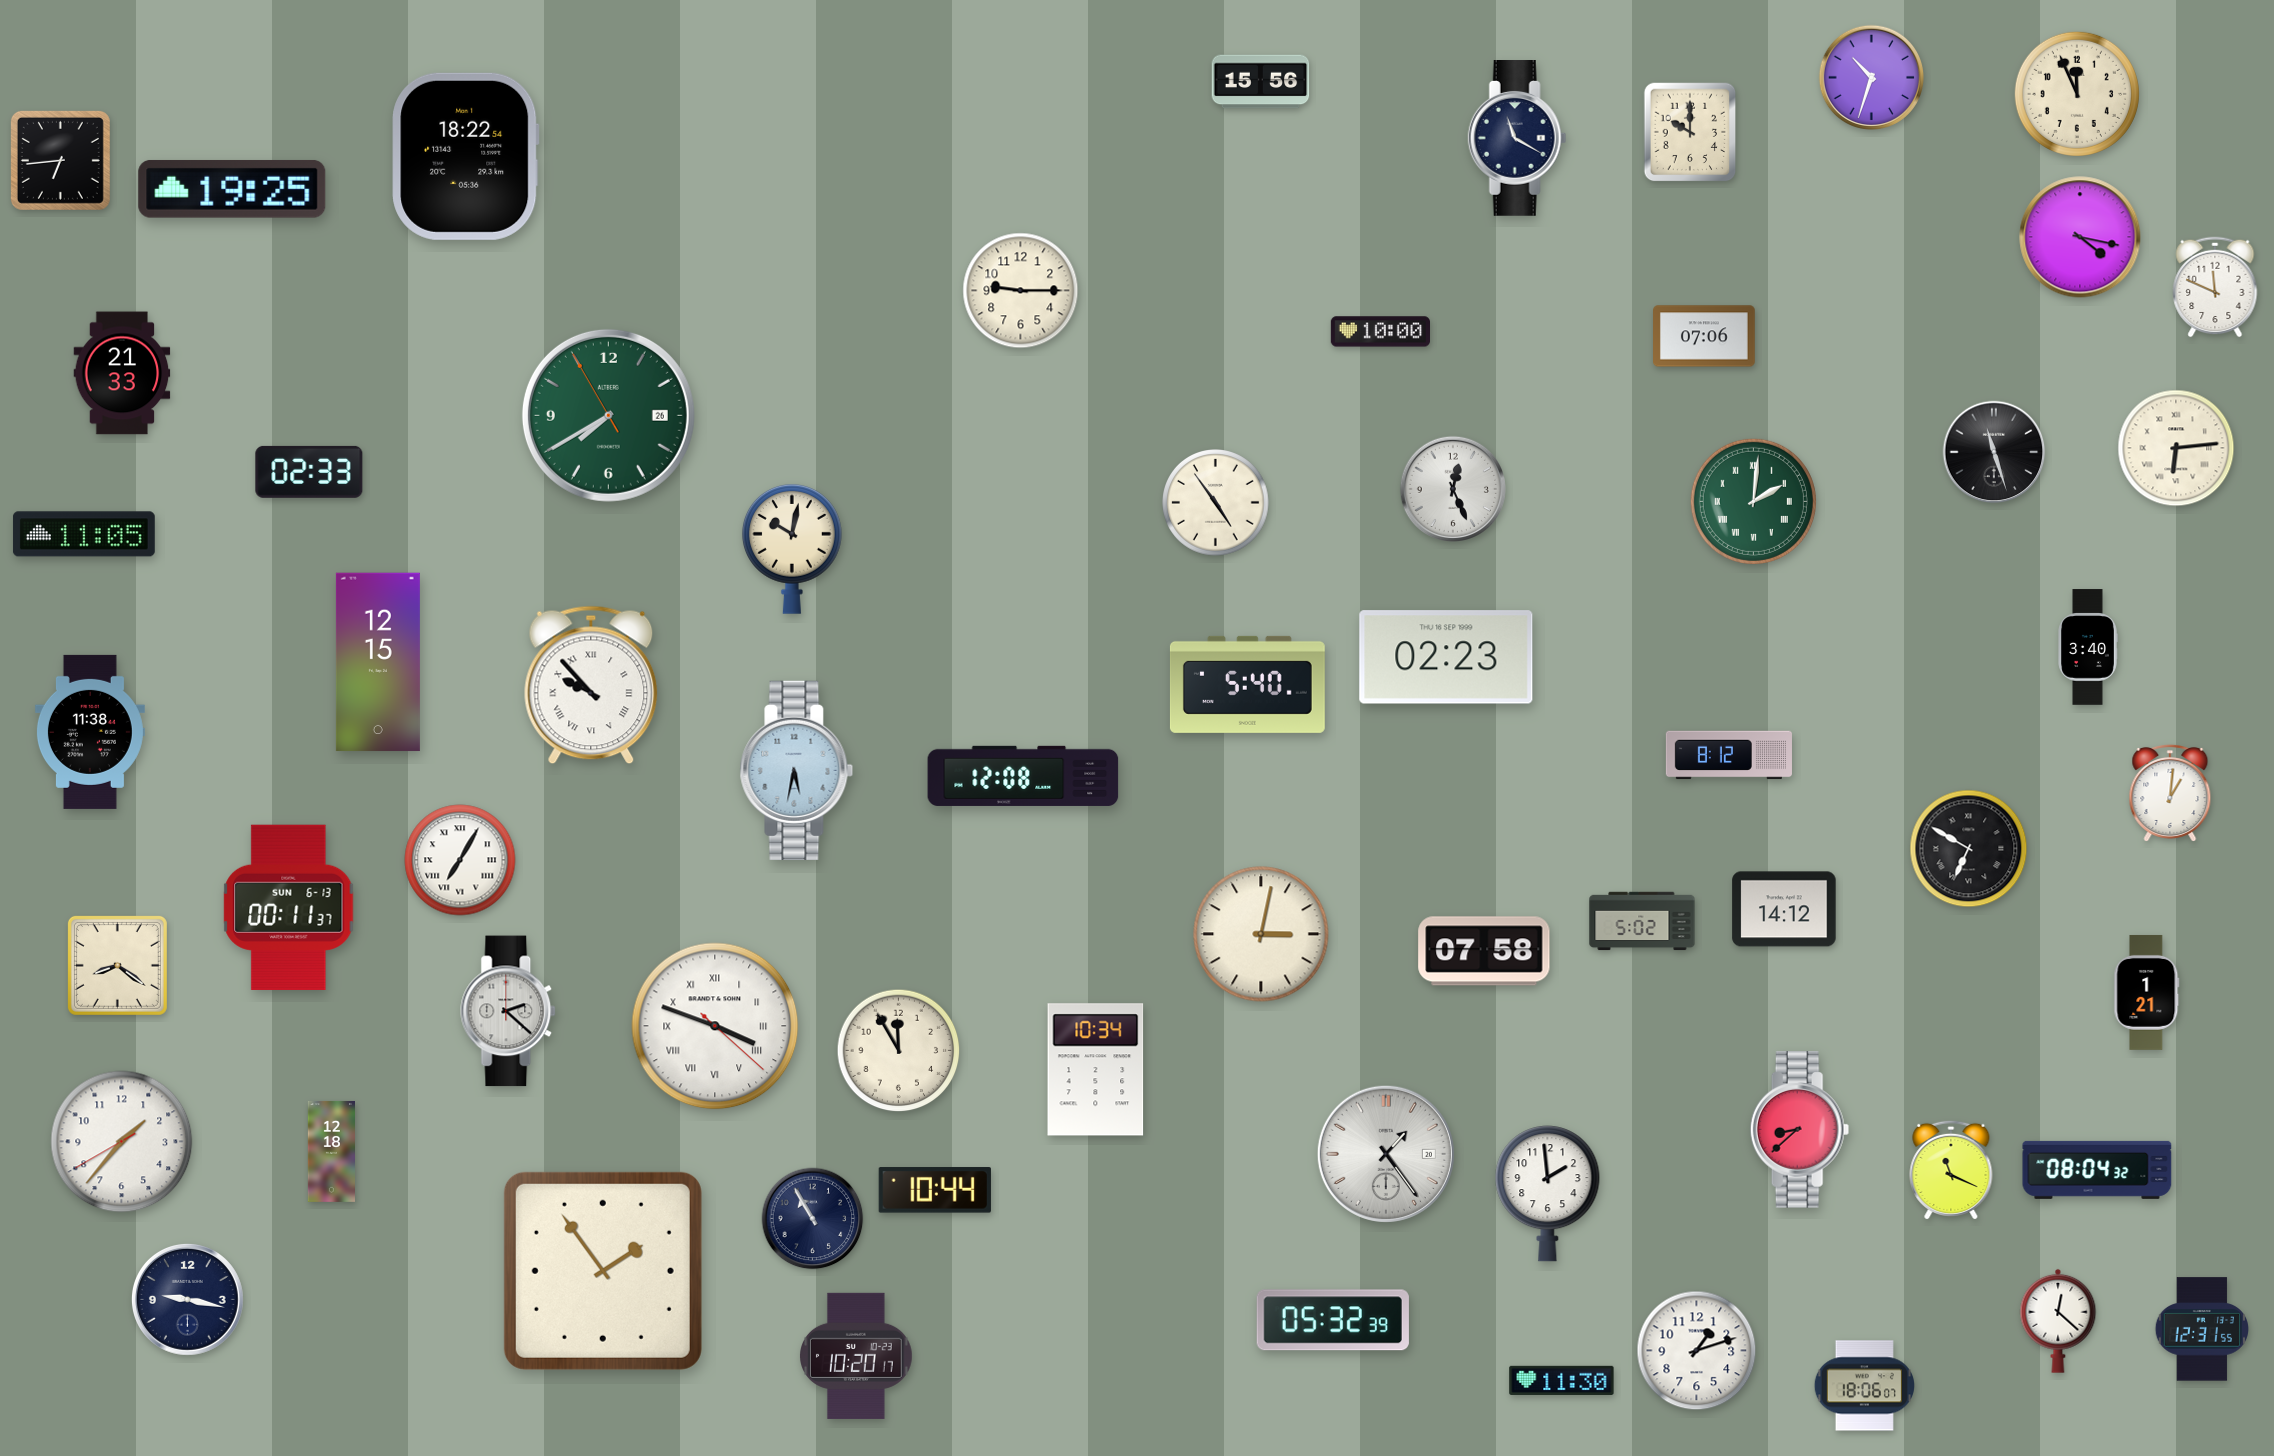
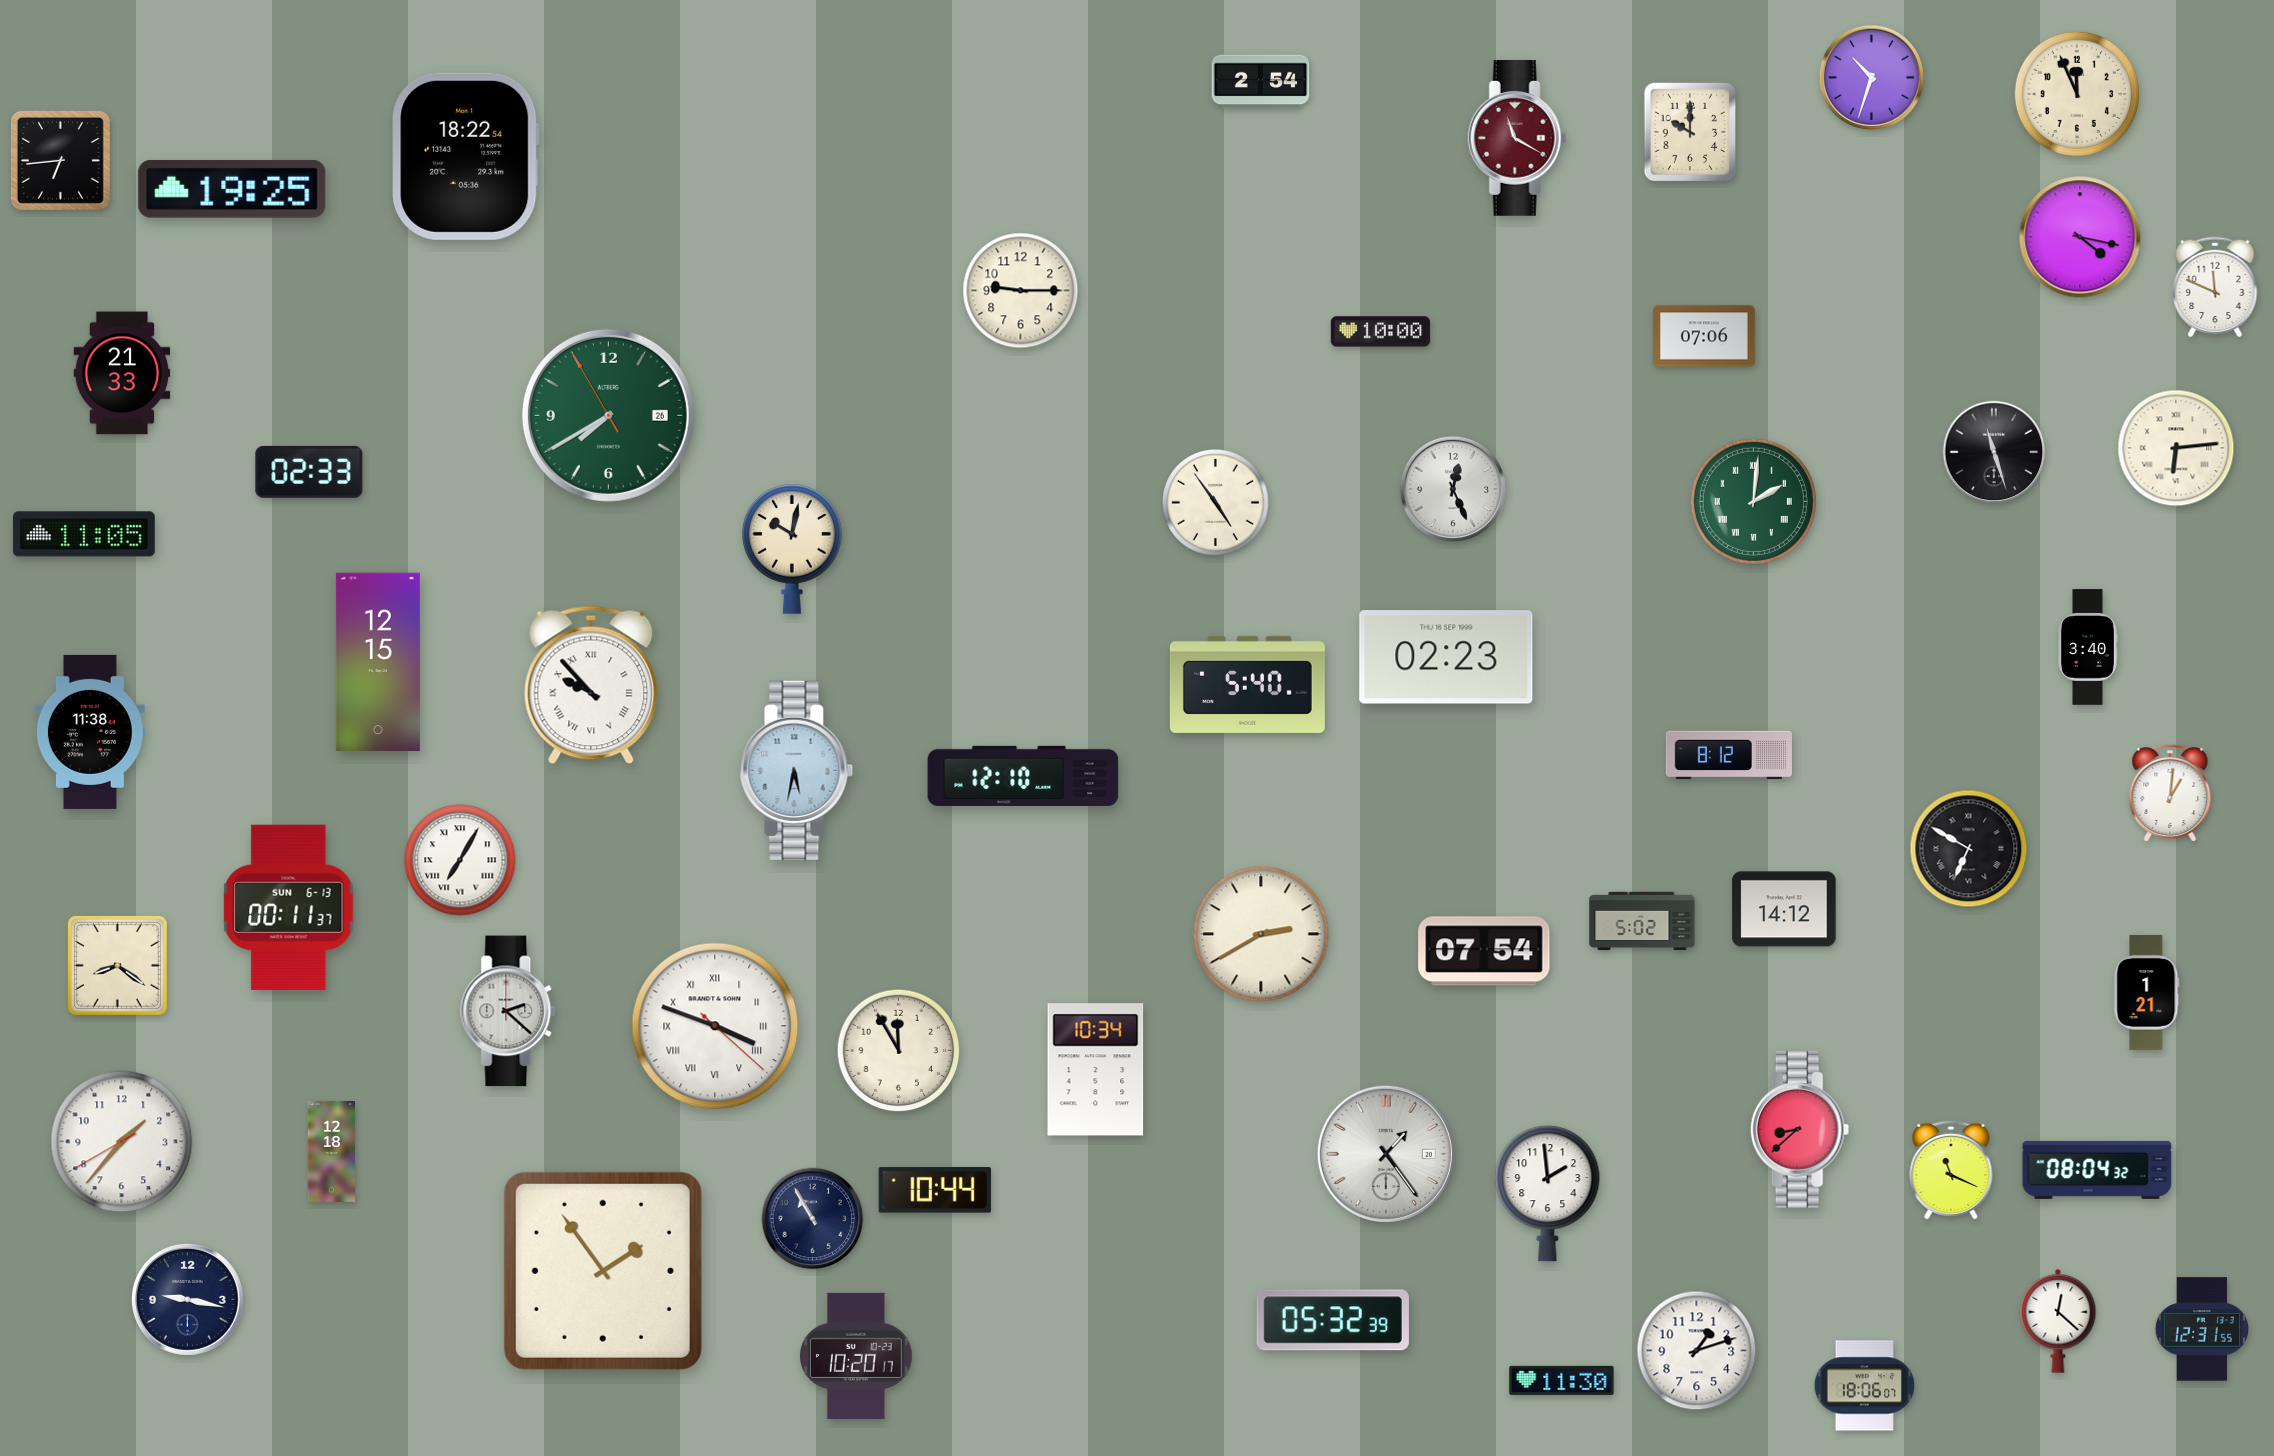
clock at (1261, 82): 15:56 -> 2:54
clock at (1517, 139) dial: navy -> burgundy
clock at (1023, 776): 12:08 -> 12:10
clock at (1261, 934): 3:02 -> 2:40
clock at (1484, 951): 07:58 -> 07:54
